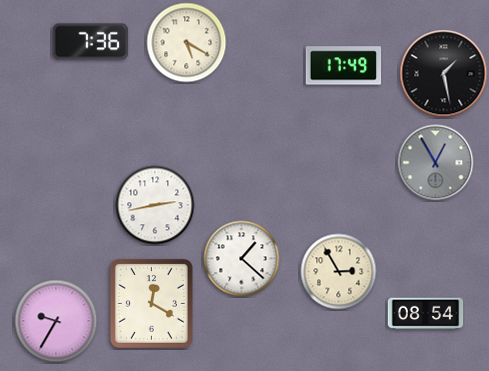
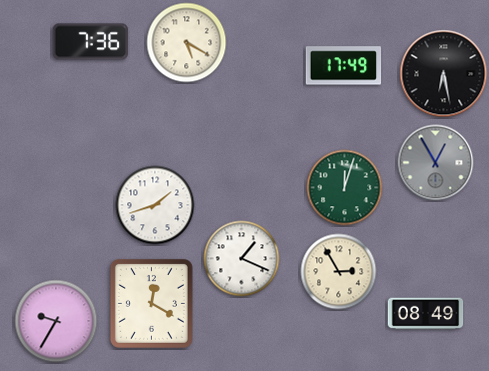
clock at (444, 74): 1:28 -> 6:28
clock at (345, 188): none -> 12:03
clock at (155, 205): 2:43 -> 1:42
clock at (242, 259): 1:22 -> 1:19
clock at (426, 314): 08:54 -> 08:49
